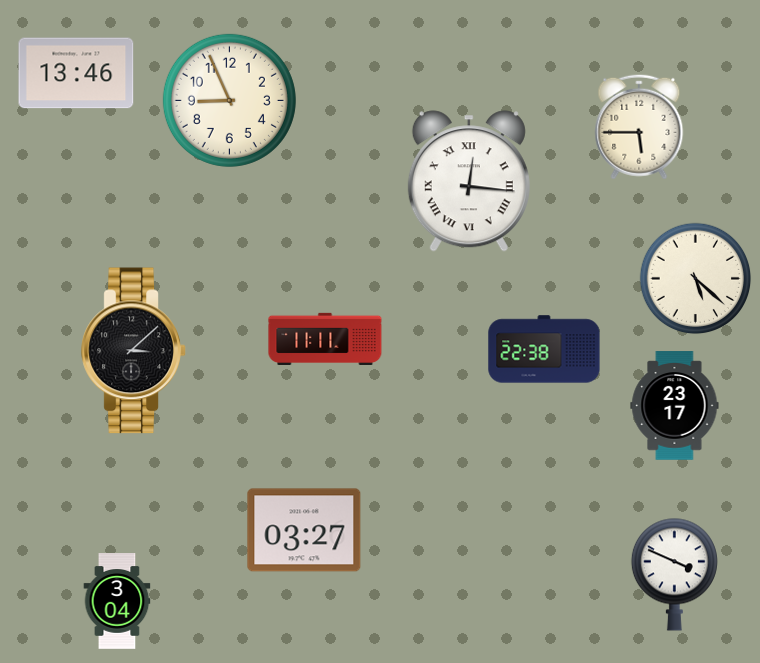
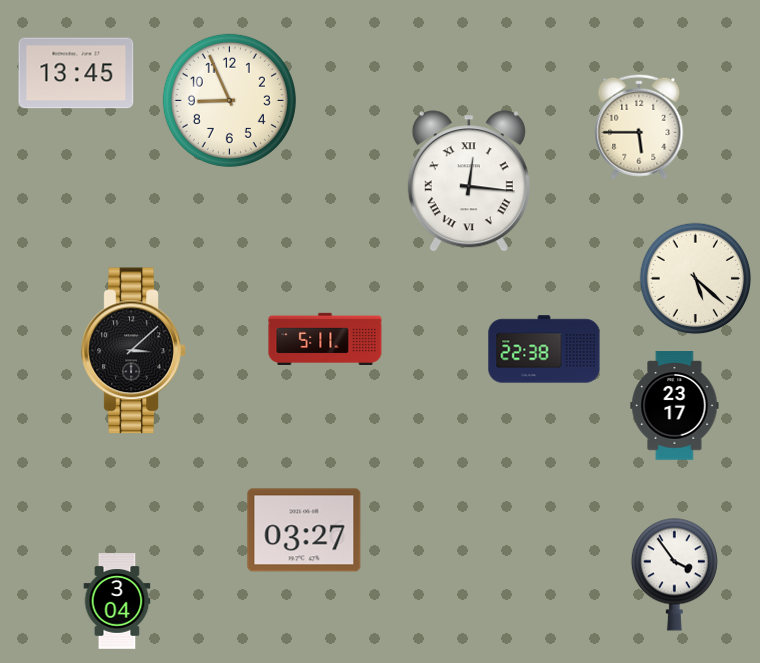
clock at (76, 73): 13:46 -> 13:45
clock at (325, 339): 11:11 -> 5:11
clock at (674, 574): 3:49 -> 3:54
